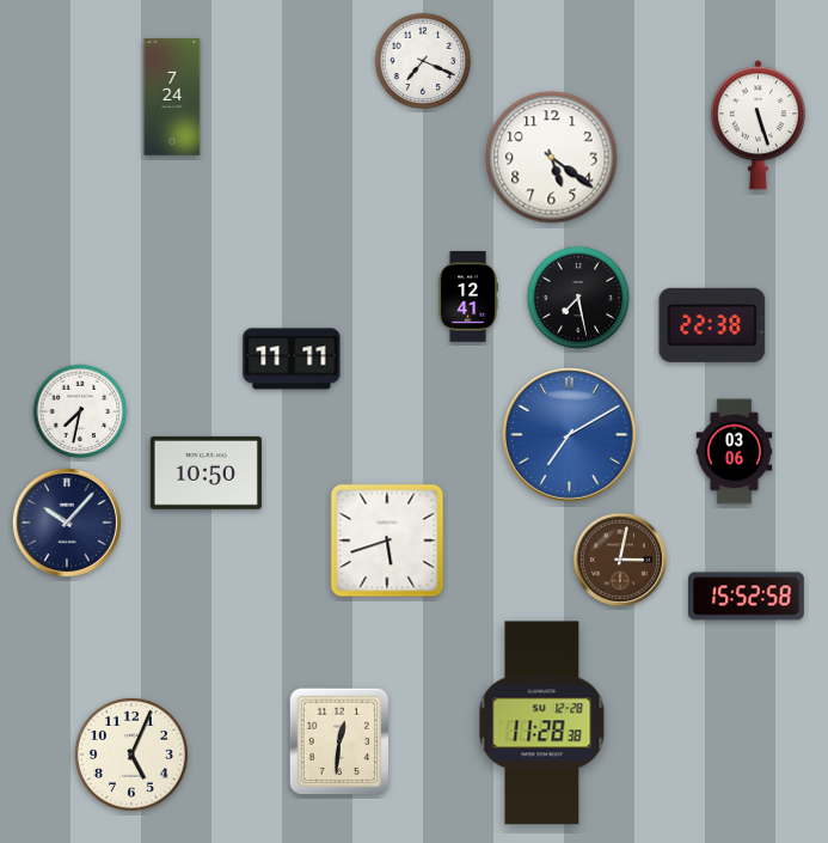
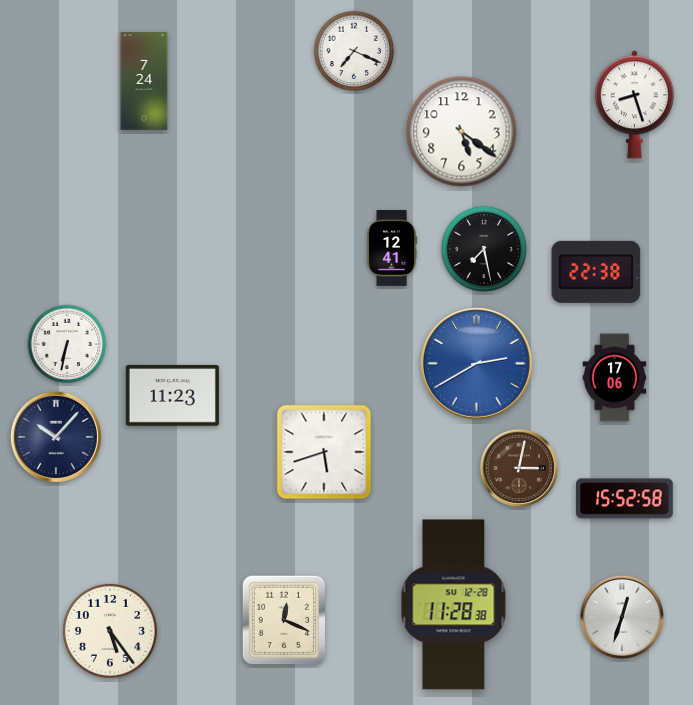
clock at (758, 126): 5:27 -> 8:27
clock at (292, 359): 11:11 -> none
clock at (80, 411): 7:32 -> 6:32
clock at (569, 434): 7:10 -> 2:40
clock at (735, 452): 03:06 -> 17:06
clock at (206, 474): 10:50 -> 11:23
clock at (622, 617): none -> 12:33
clock at (339, 741): 12:31 -> 12:19
clock at (131, 755): 5:04 -> 5:24
